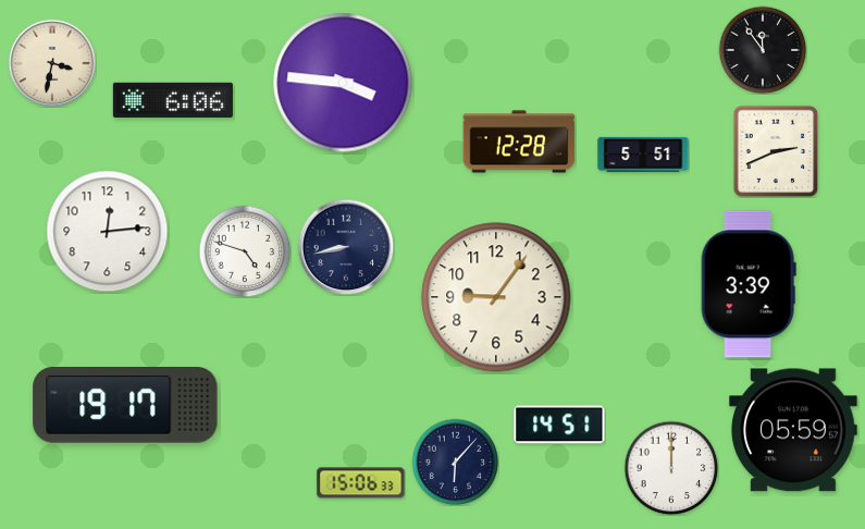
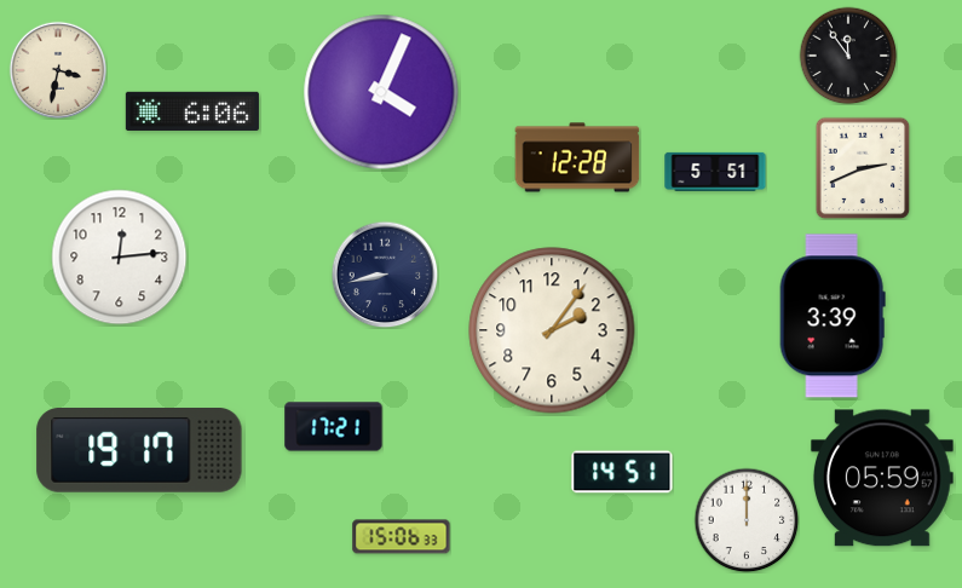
clock at (343, 83): 3:46 -> 4:04
clock at (245, 251): 4:48 -> none
clock at (496, 297): 9:06 -> 2:06
clock at (334, 427): none -> 17:21
clock at (455, 462): 6:07 -> none
